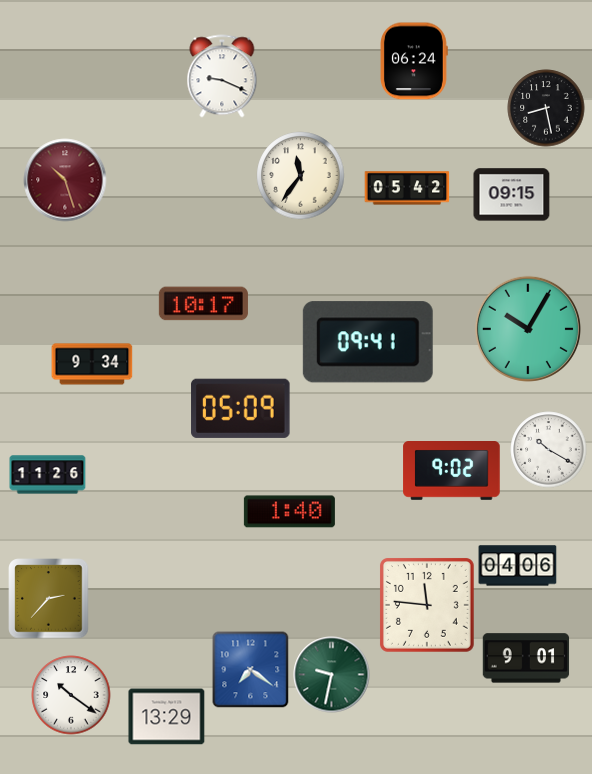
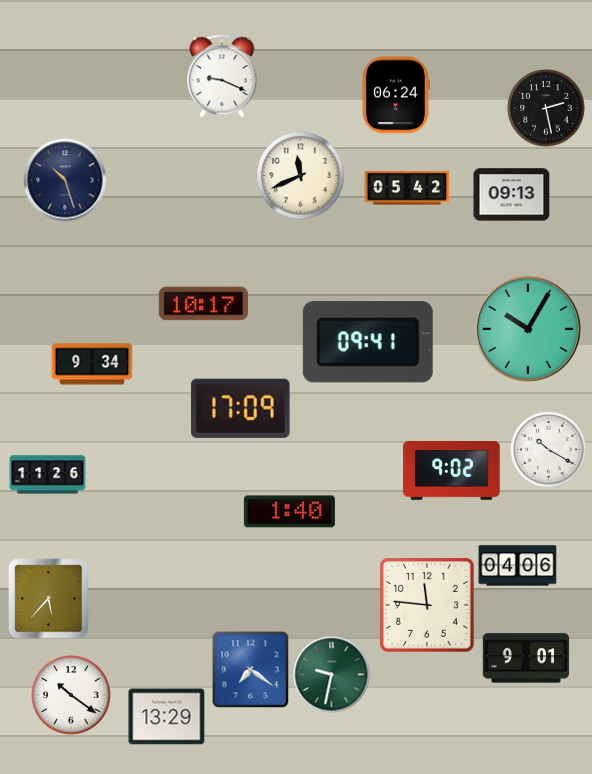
clock at (414, 61) position: (414, 61) -> (396, 95)
clock at (546, 108): 8:28 -> 2:28
clock at (301, 176): 11:36 -> 11:41
clock at (65, 180) dial: burgundy -> navy
clock at (512, 195): 09:15 -> 09:13
clock at (241, 408): 05:09 -> 17:09
clock at (49, 599): 2:37 -> 5:37
